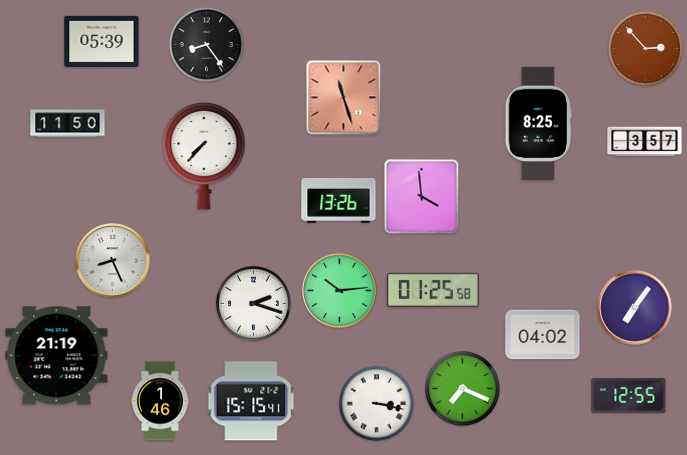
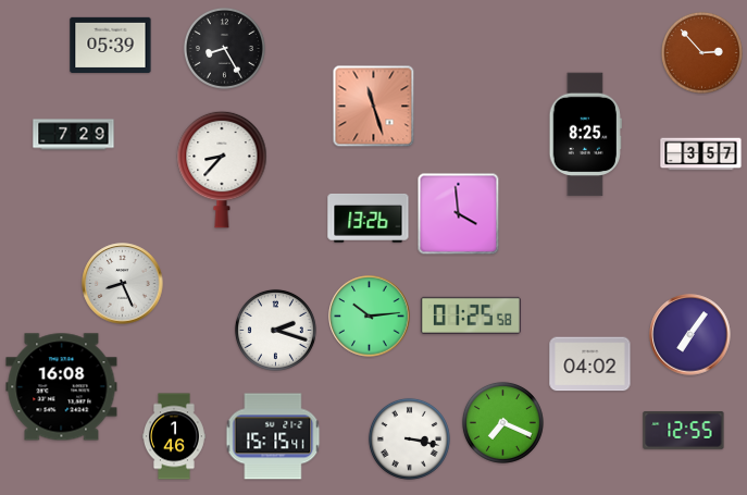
clock at (206, 44): 8:24 -> 8:25
clock at (68, 124): 11:50 -> 7:29
clock at (204, 156): 7:37 -> 8:37
clock at (57, 356): 21:19 -> 16:08
